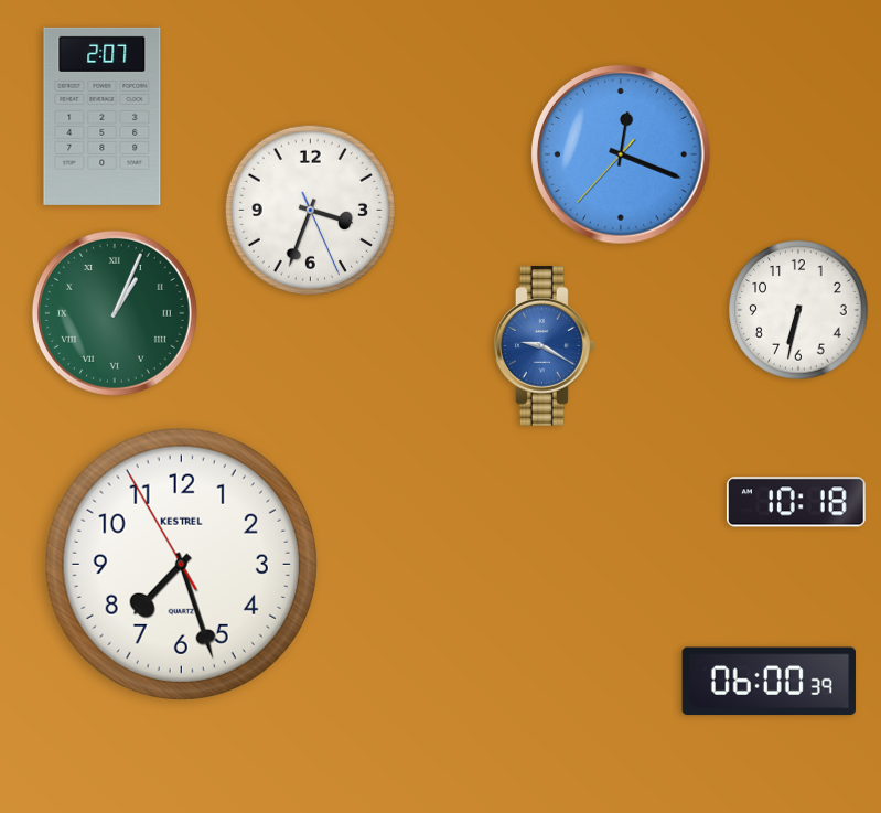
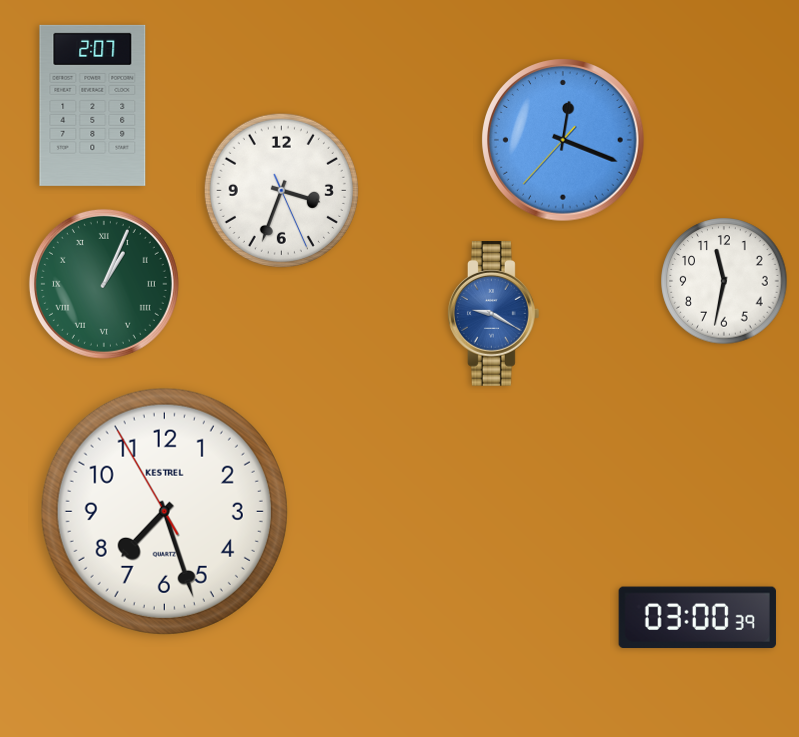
clock at (798, 310): 6:32 -> 11:32
clock at (796, 502): 10:18 -> none
clock at (769, 682): 06:00 -> 03:00
